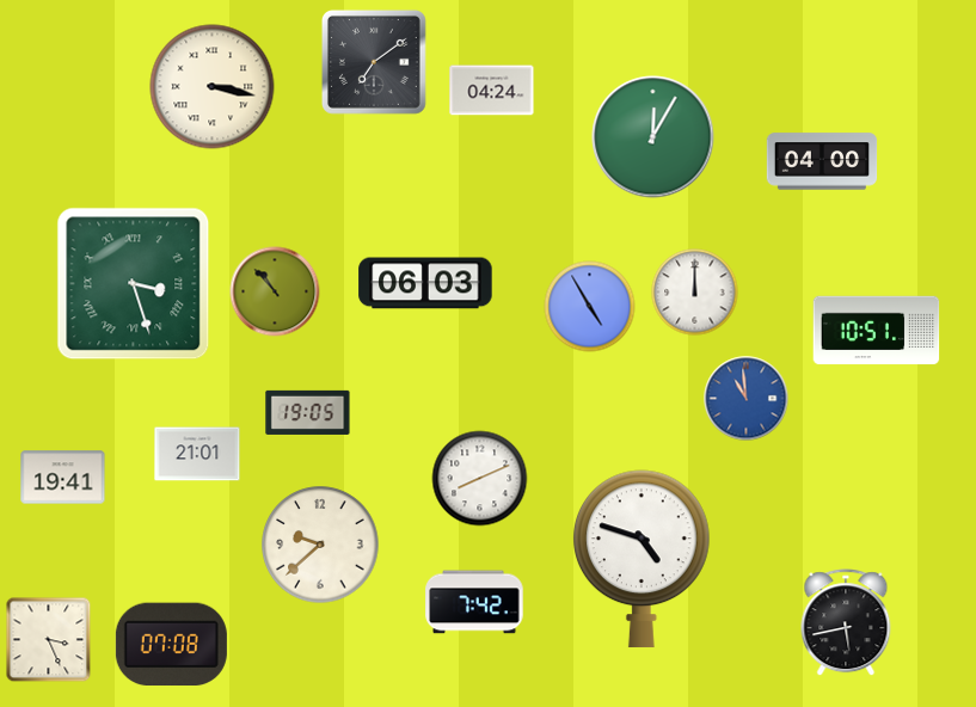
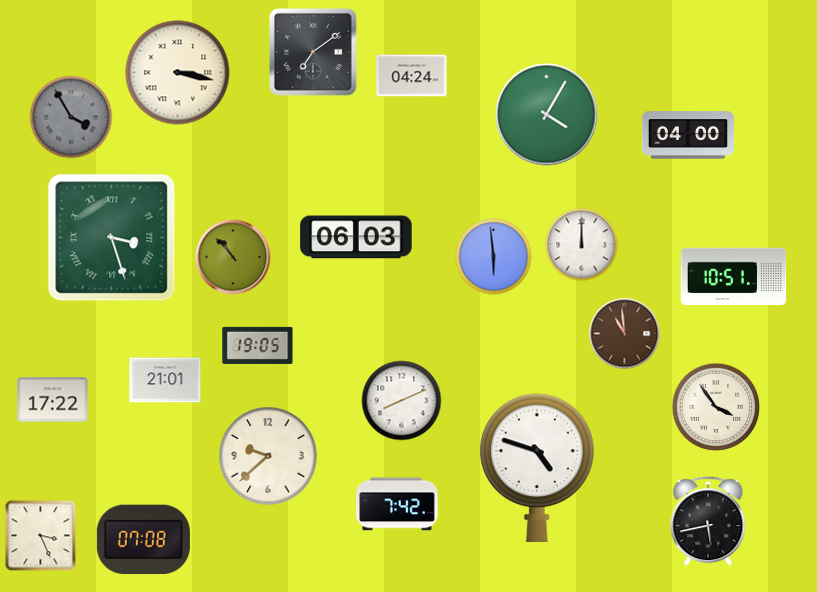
clock at (653, 137): 12:05 -> 4:05
clock at (71, 117): none -> 3:55
clock at (275, 291) position: (275, 291) -> (233, 257)
clock at (590, 307): 4:55 -> 5:59
clock at (747, 399) dial: blue -> brown
clock at (63, 478): 19:41 -> 17:22
clock at (716, 407): none -> 3:54
